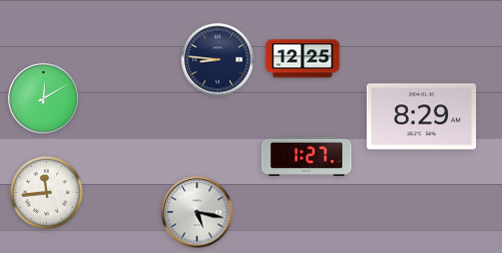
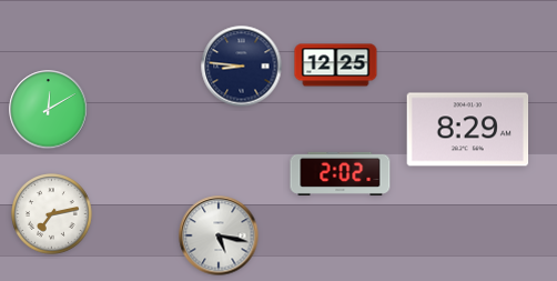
clock at (307, 156): 1:27 -> 2:02
clock at (47, 193): 11:44 -> 7:13
